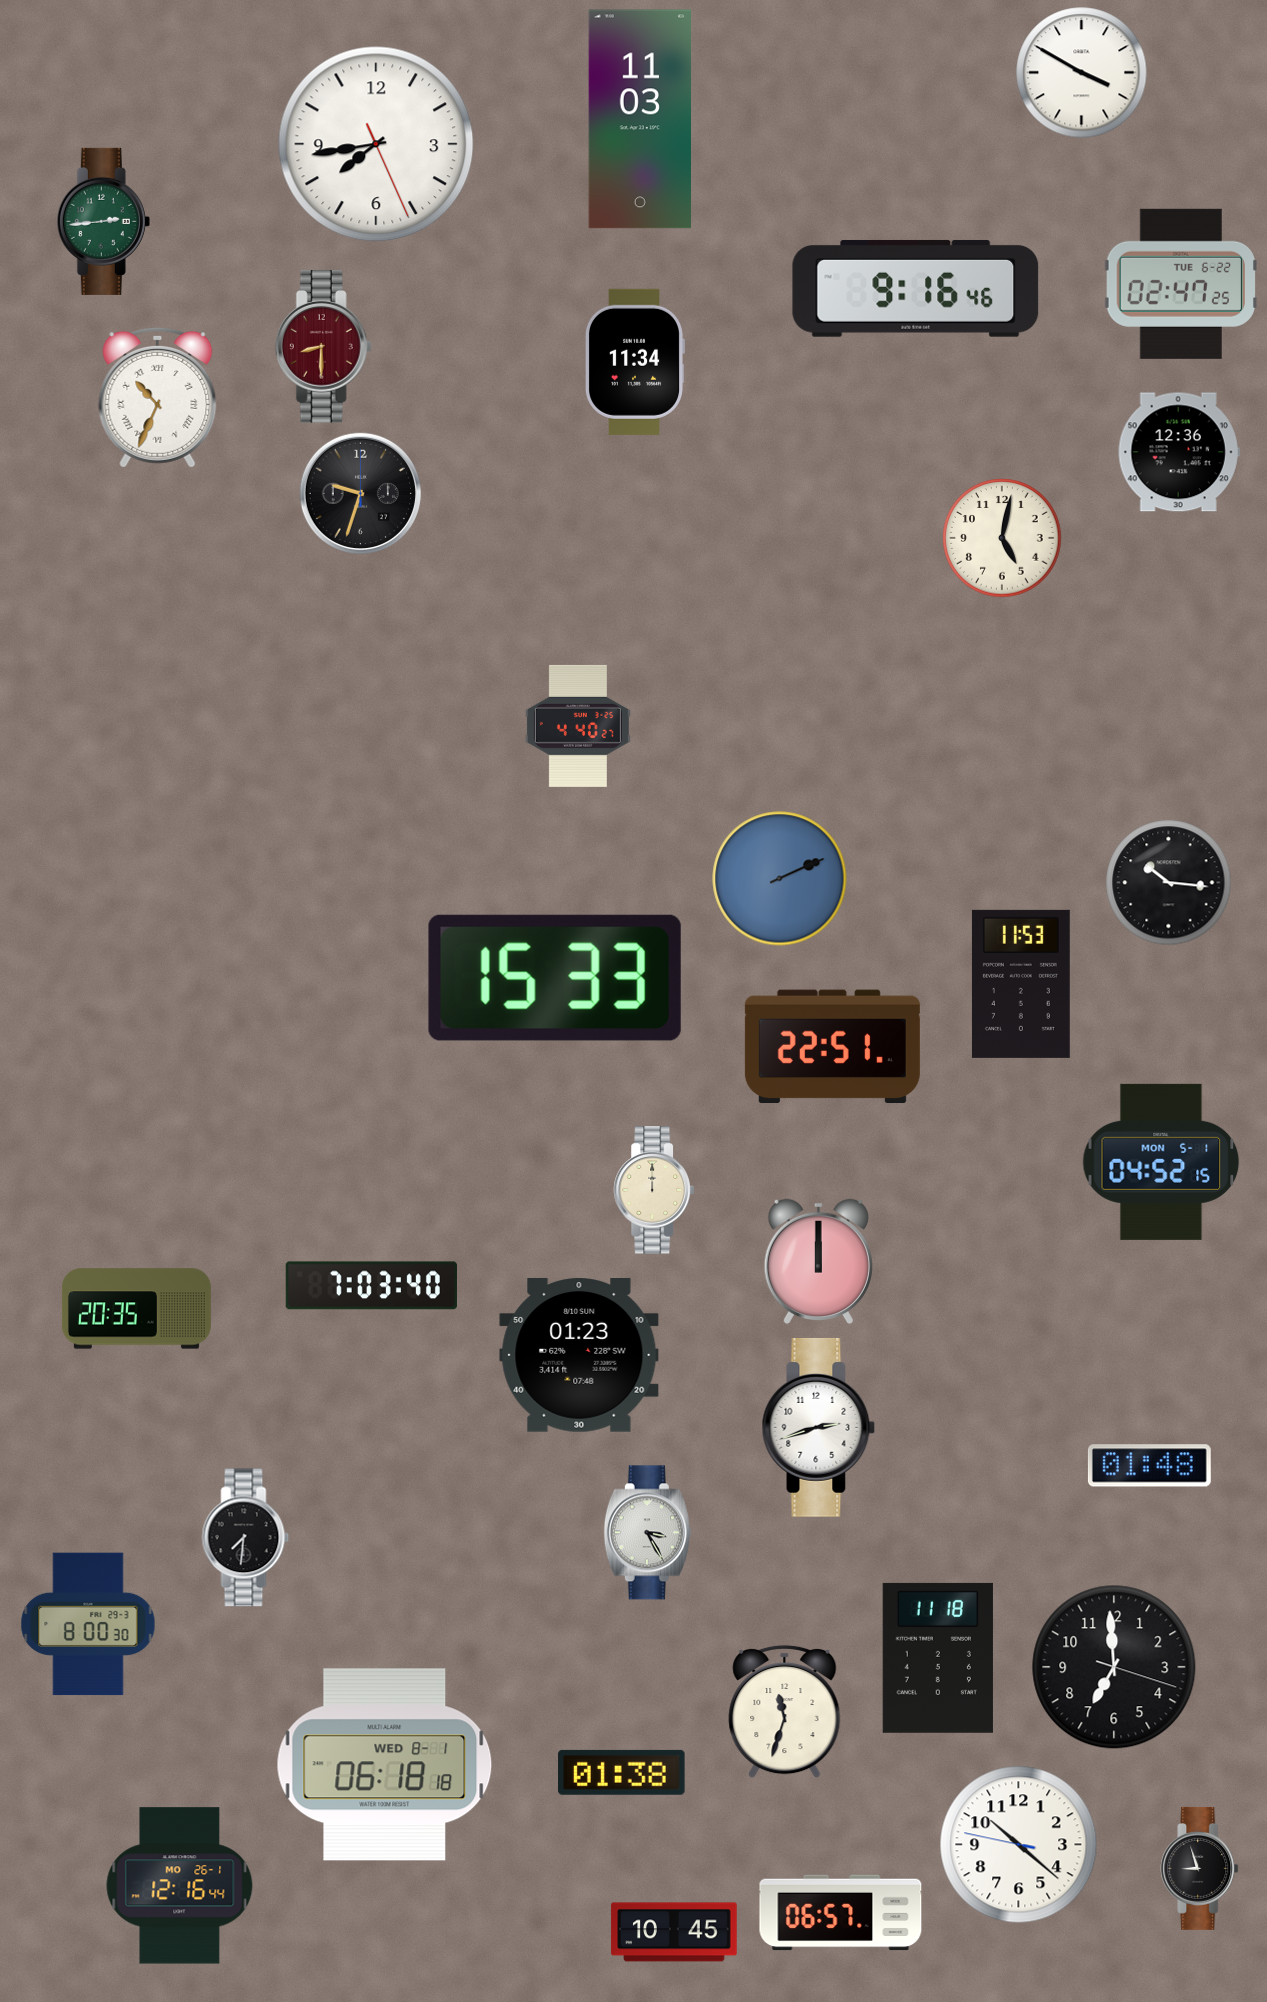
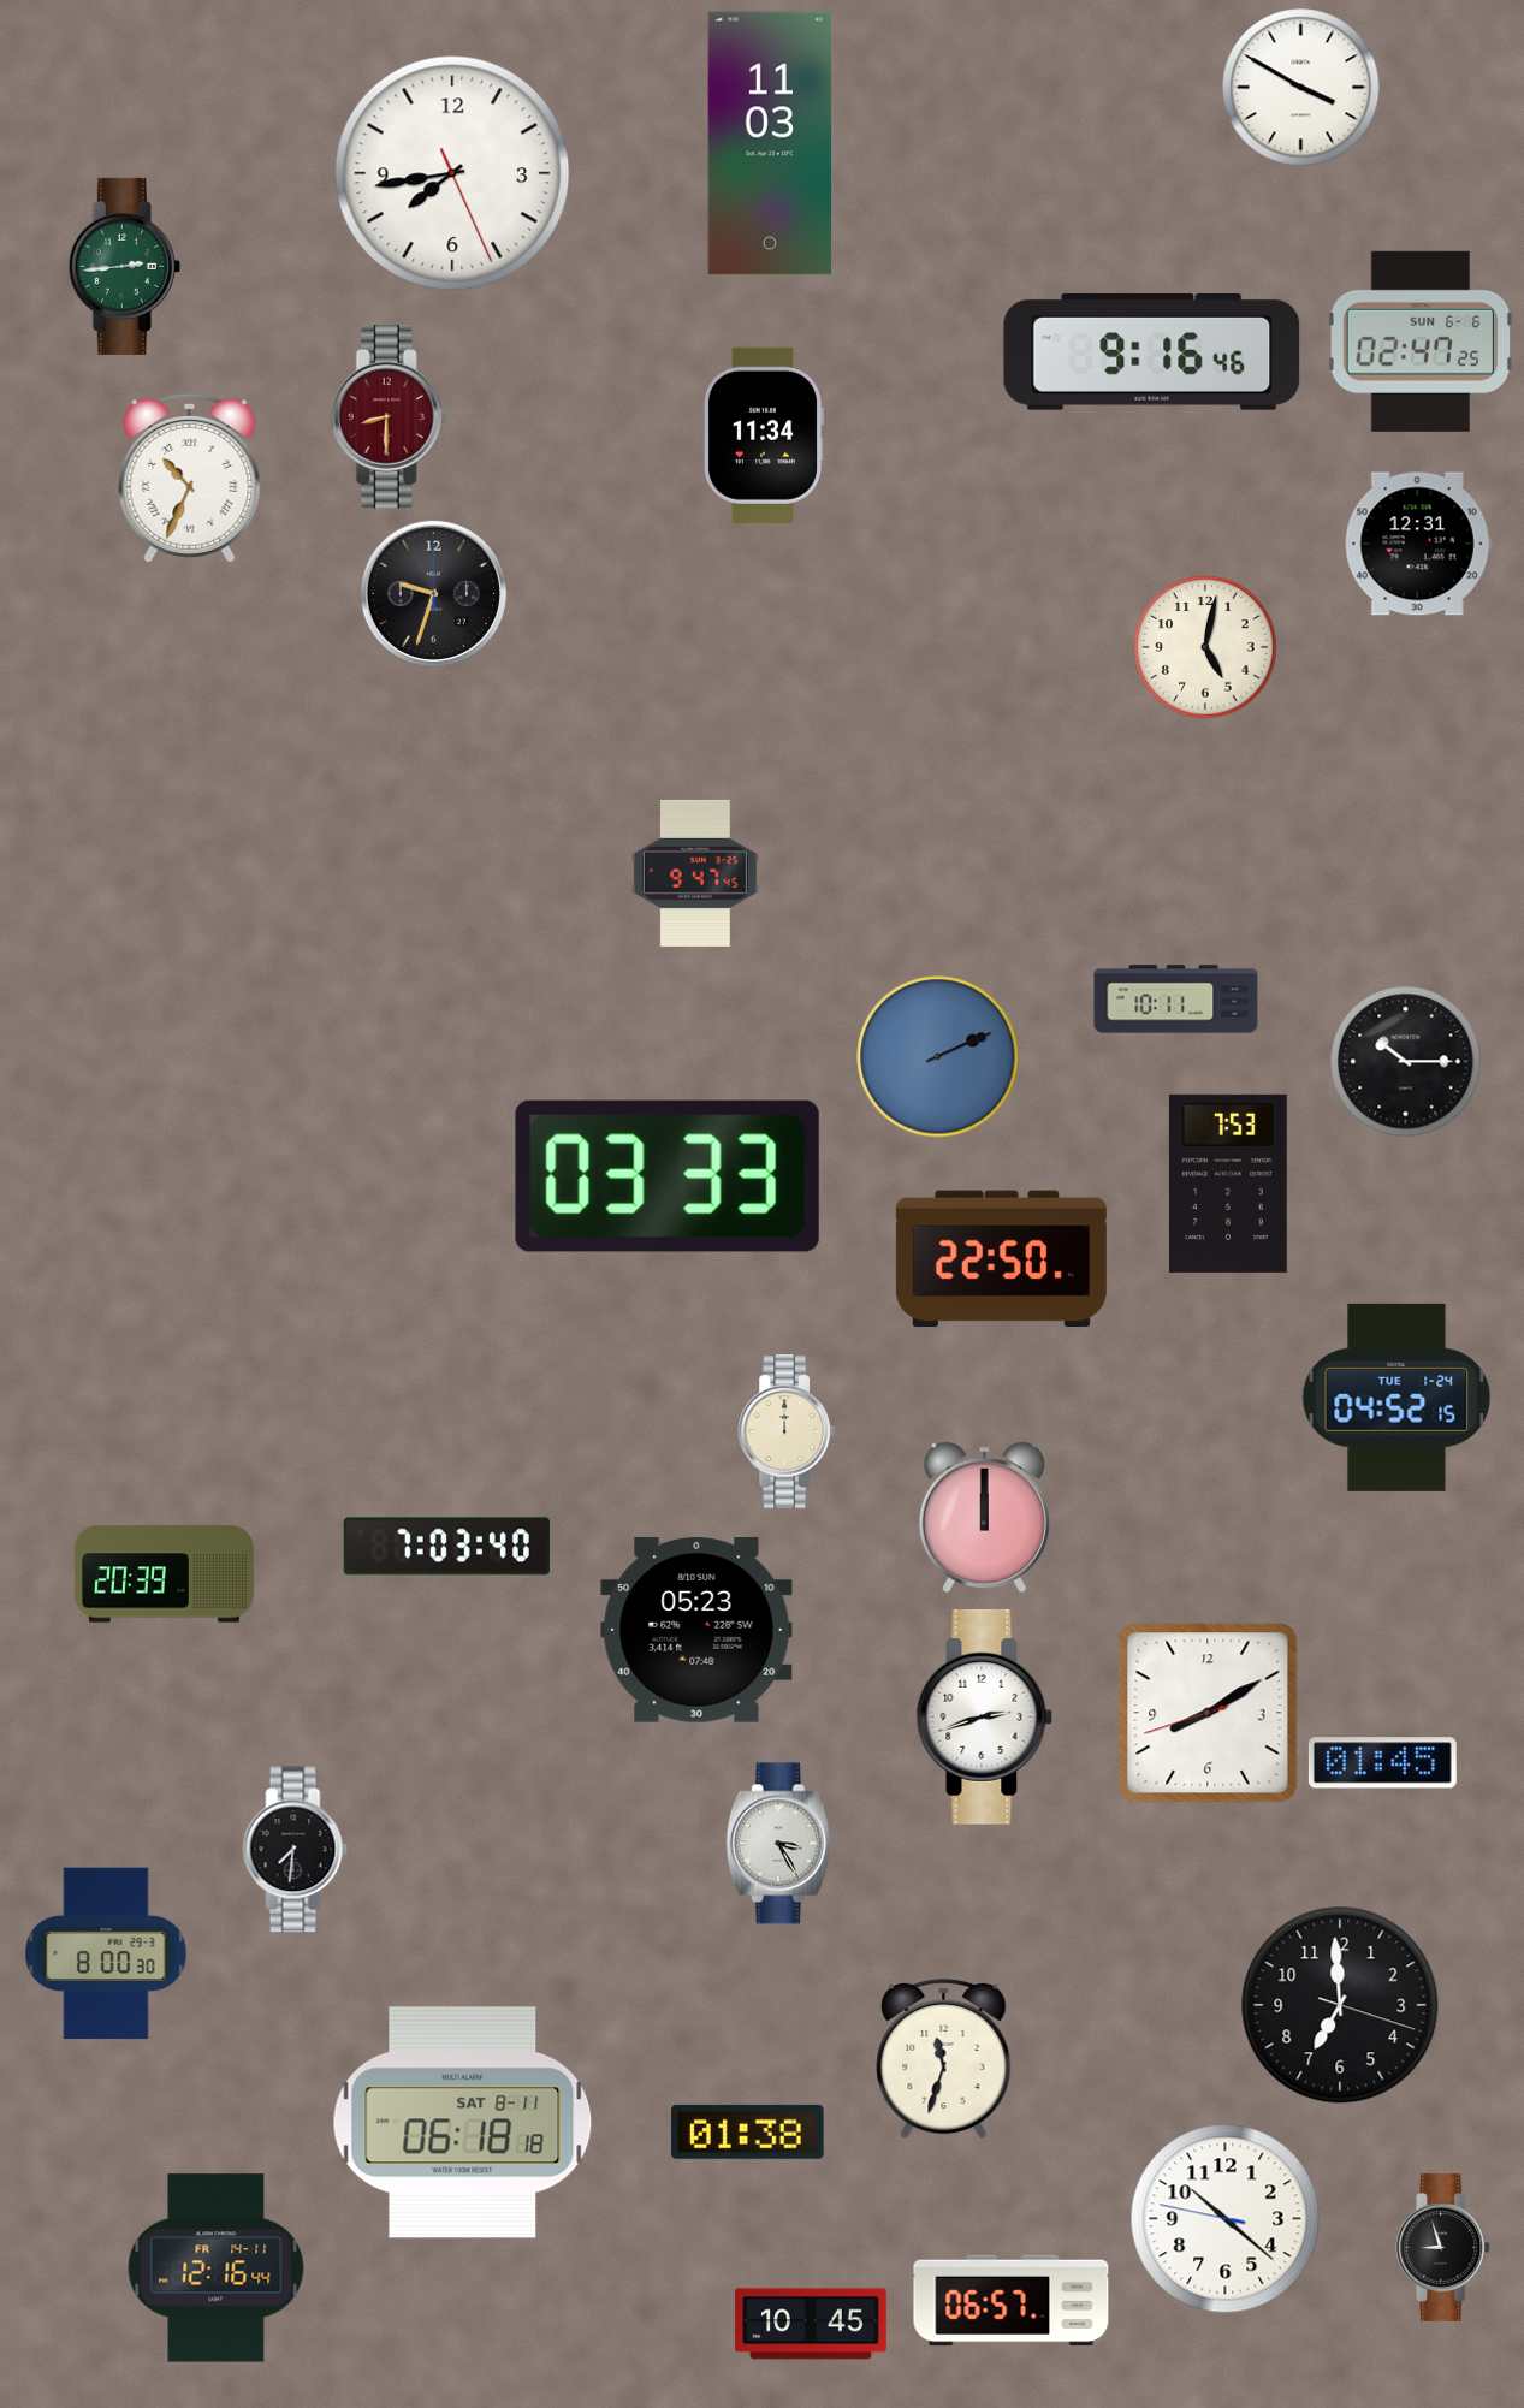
clock at (1181, 284) date: TUE 6-22 -> SUN 6-6
clock at (916, 288) position: (916, 288) -> (1152, 351)
clock at (1179, 452): 12:36 -> 12:31
clock at (578, 726): 4:40 -> 9:47
clock at (1176, 1000): none -> 10:11
clock at (1169, 883): 10:16 -> 10:15
clock at (555, 978): 15:33 -> 03:33
clock at (1021, 984): 11:53 -> 7:53
clock at (832, 1047): 22:51 -> 22:50
clock at (1161, 1162) date: MON 5-1 -> TUE 1-24
clock at (136, 1309): 20:35 -> 20:39
clock at (579, 1356): 01:23 -> 05:23
clock at (1208, 1713): none -> 8:09
clock at (1149, 1466): 01:48 -> 01:45
clock at (938, 1658): 11:18 -> none
clock at (385, 1765) date: WED 8-1 -> SAT 8-11
clock at (180, 1886) date: MO 26-1 -> FR 14-11
